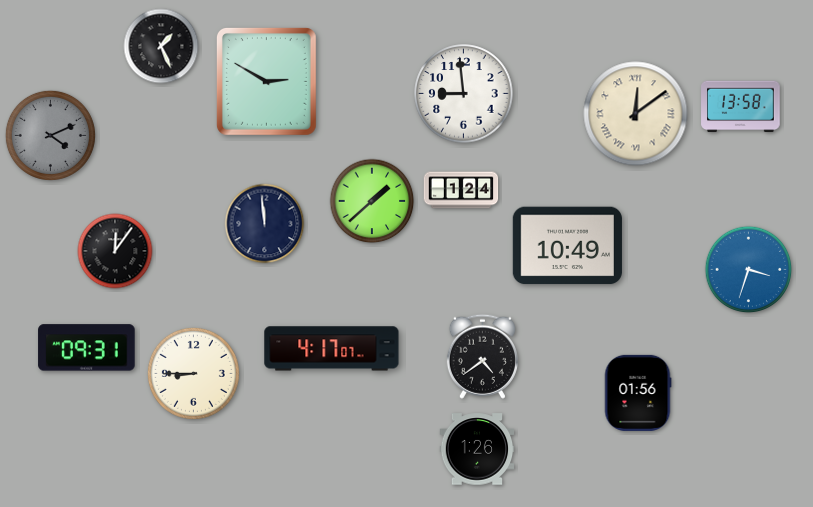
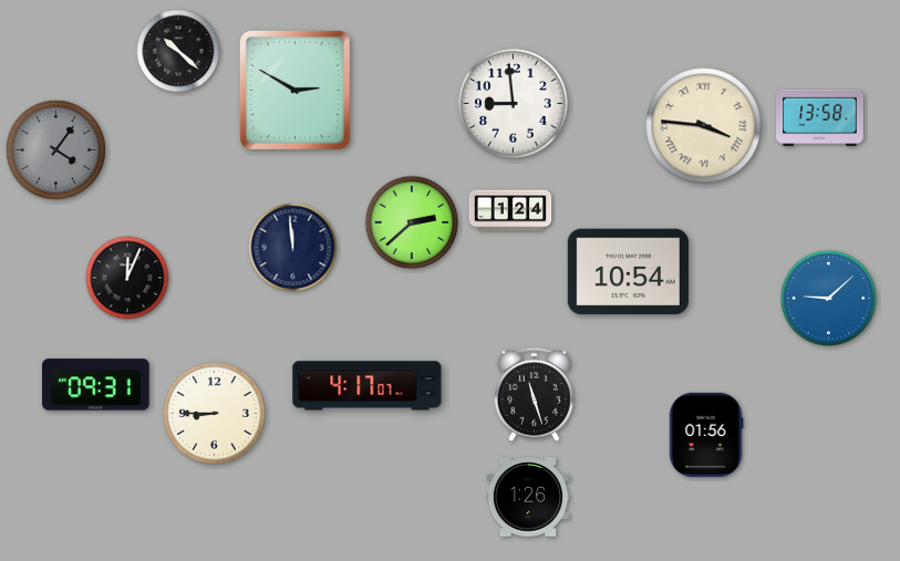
clock at (161, 46): 1:26 -> 10:22
clock at (636, 114): 12:09 -> 3:46
clock at (50, 135): 4:11 -> 4:06
clock at (372, 201): 1:38 -> 2:38
clock at (567, 246): 10:49 -> 10:54
clock at (115, 251): 12:06 -> 12:04
clock at (749, 270): 3:33 -> 9:08
clock at (482, 356): 4:39 -> 11:27
